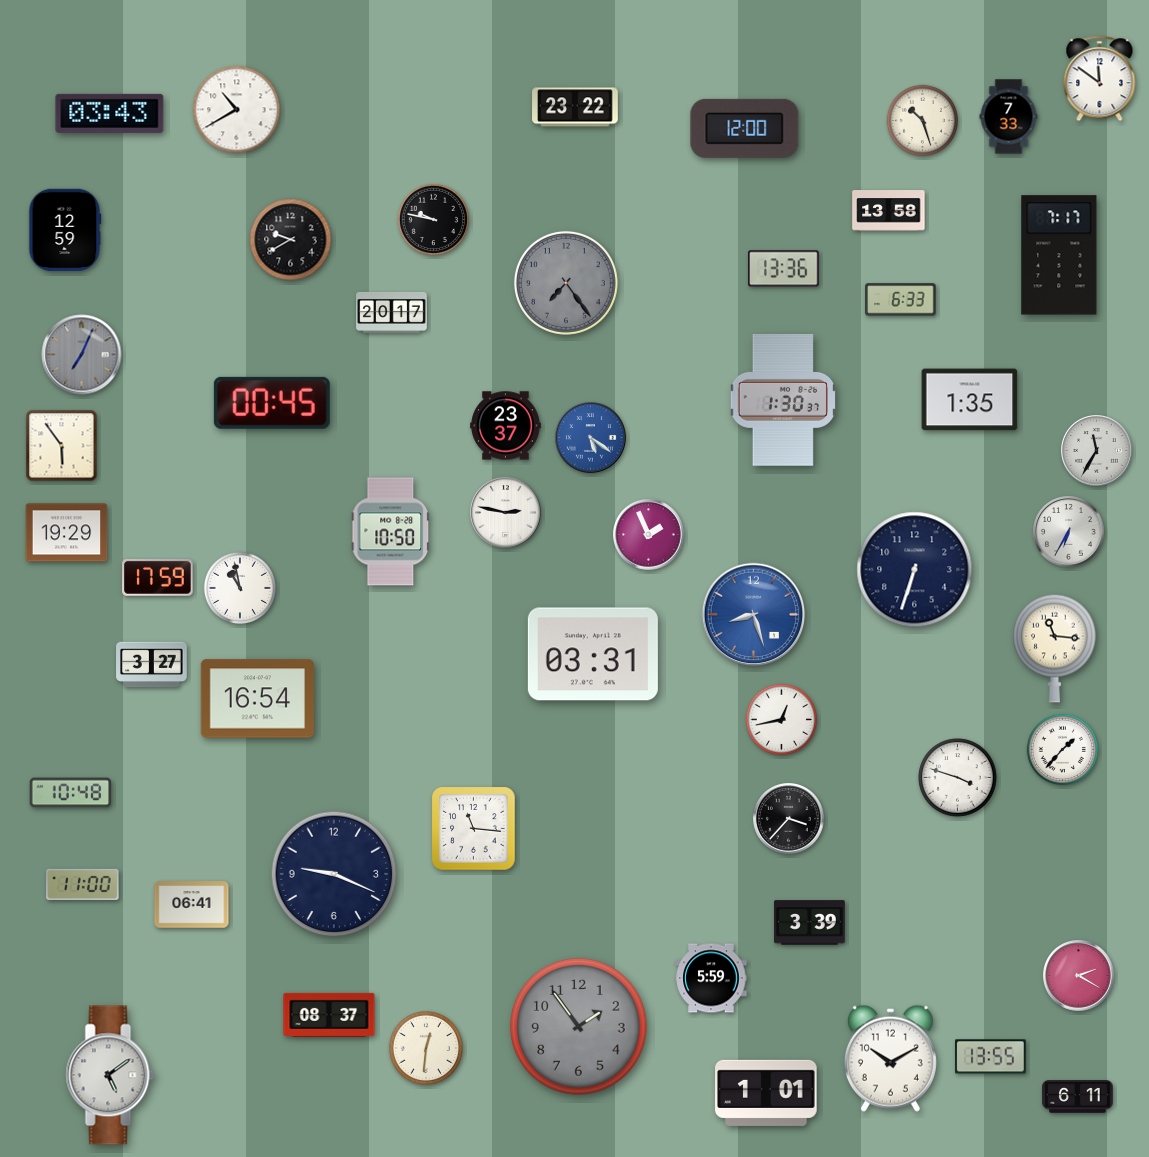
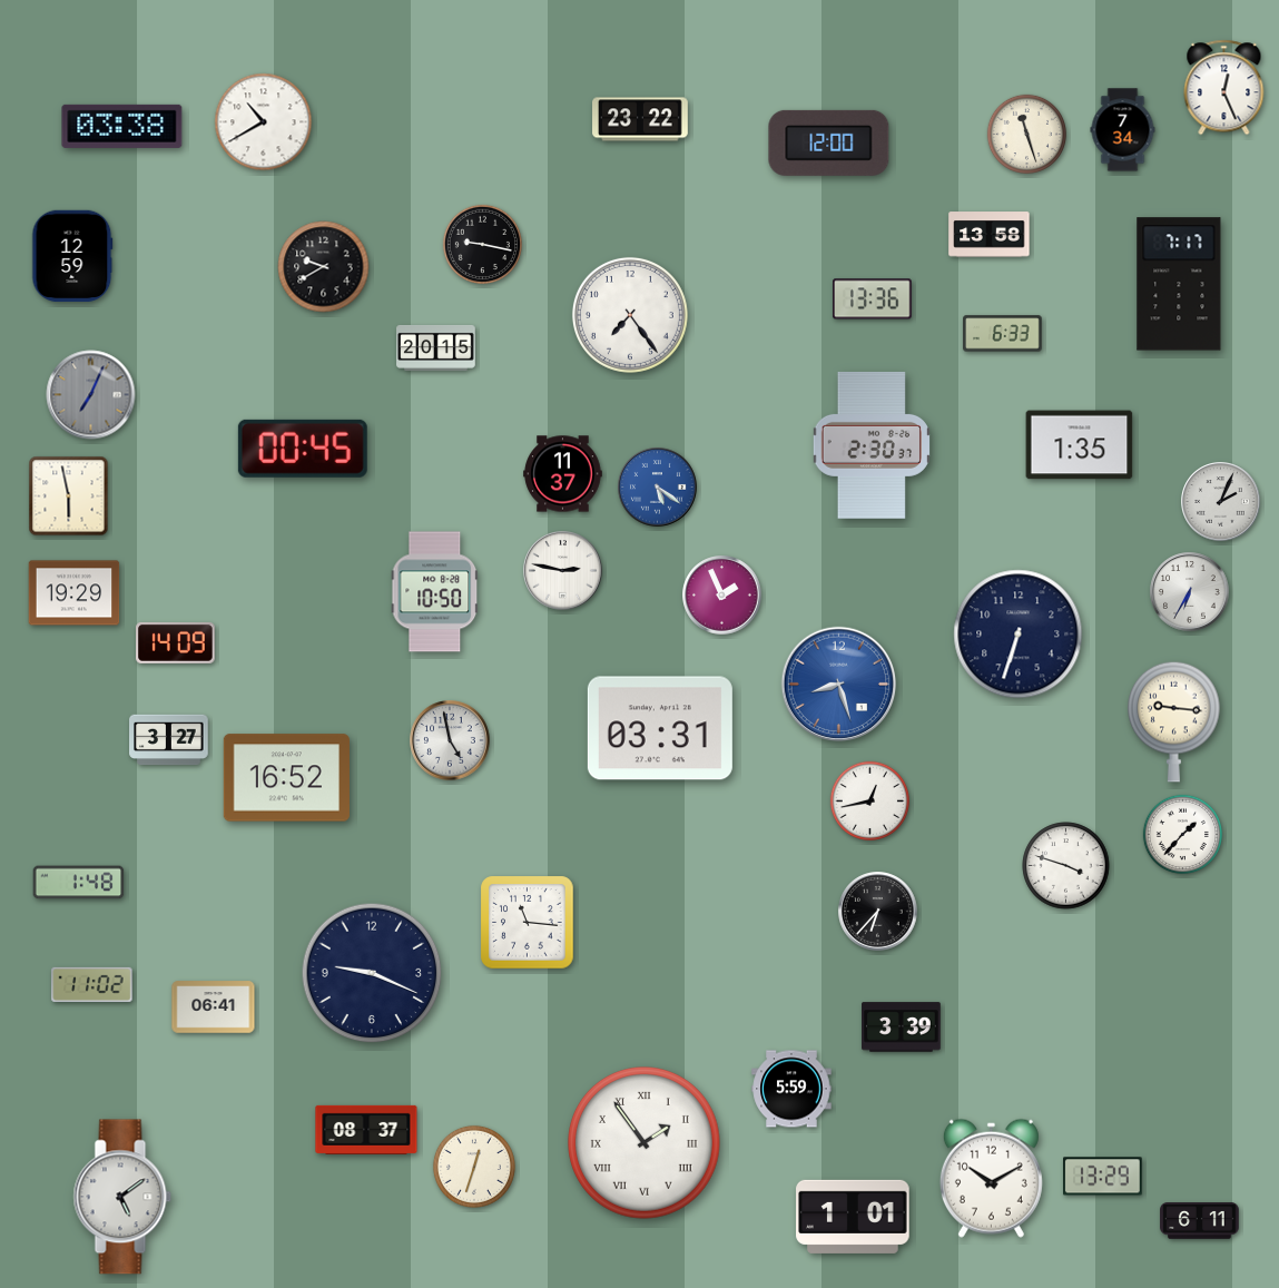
clock at (1100, 79): 11:51 -> 12:26
clock at (110, 113): 03:43 -> 03:38
clock at (1009, 117): 7:33 -> 7:34
clock at (922, 120): 10:27 -> 11:27
clock at (433, 219): 9:47 -> 9:17
clock at (566, 283) dial: grey -> white
clock at (392, 312): 20:17 -> 20:15
clock at (783, 400): 1:30 -> 2:30
clock at (506, 426): 23:37 -> 11:37
clock at (62, 446): 5:54 -> 5:58
clock at (1097, 451): 11:35 -> 2:04
clock at (158, 577): 17:59 -> 14:09
clock at (240, 588): 10:58 -> none
clock at (1055, 648): 11:16 -> 9:16
clock at (450, 740): none -> 4:58
clock at (257, 699): 16:54 -> 16:52
clock at (71, 793): 10:48 -> 1:48
clock at (789, 819): 3:37 -> 6:37
clock at (83, 884): 11:00 -> 11:02
clock at (1079, 976): 2:20 -> none
clock at (579, 1027) dial: grey -> white
clock at (579, 1027) numerals: Arabic -> Roman
clock at (426, 1048): 12:31 -> 12:33
clock at (991, 1057): 13:55 -> 13:29
